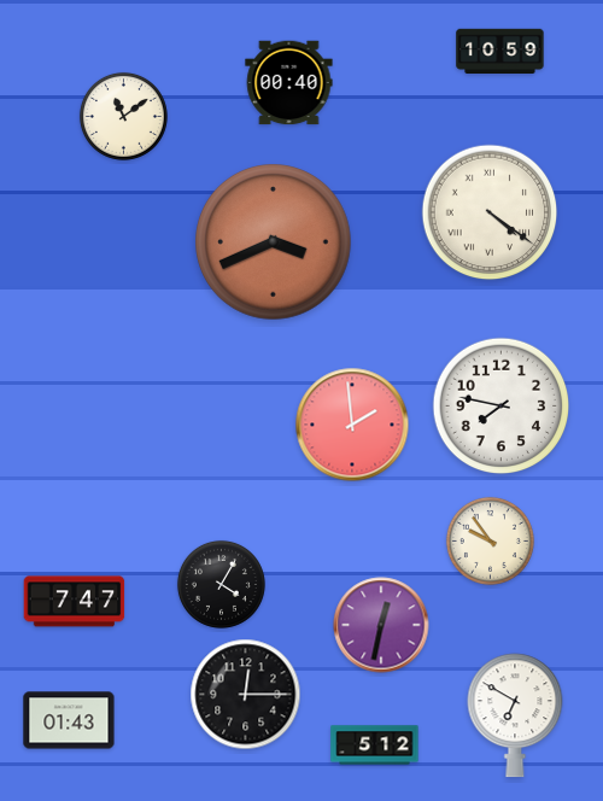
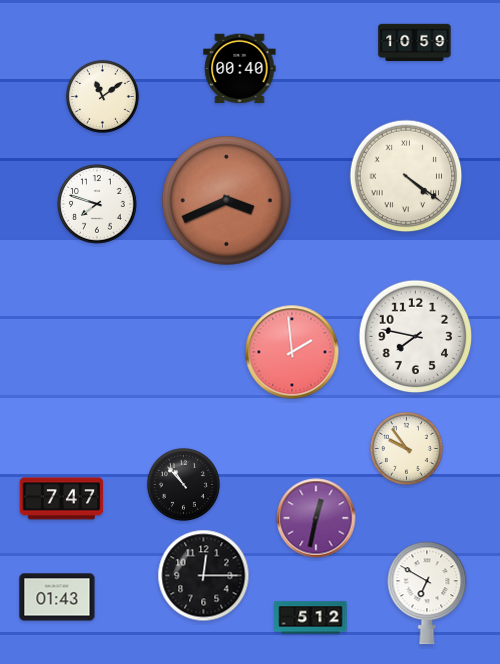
clock at (97, 204): none -> 7:48
clock at (221, 584): 4:05 -> 10:53
